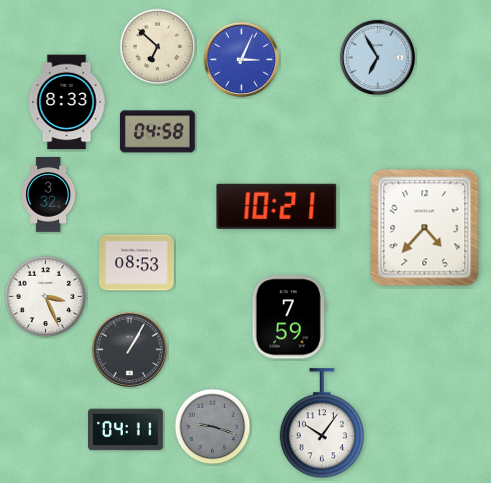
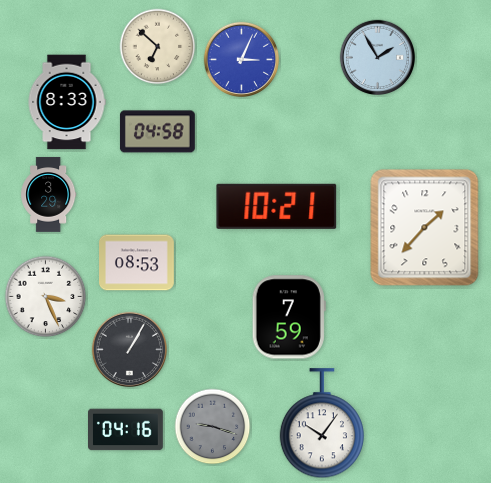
clock at (377, 57): 6:55 -> 1:55
clock at (49, 195): 3:32 -> 3:29
clock at (425, 228): 4:37 -> 1:37
clock at (126, 430): 04:11 -> 04:16
